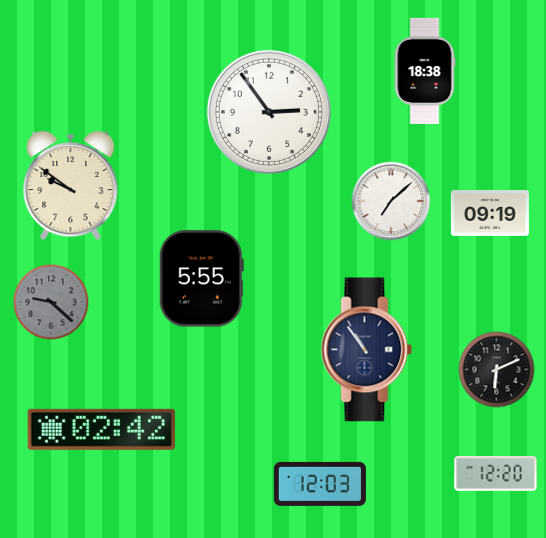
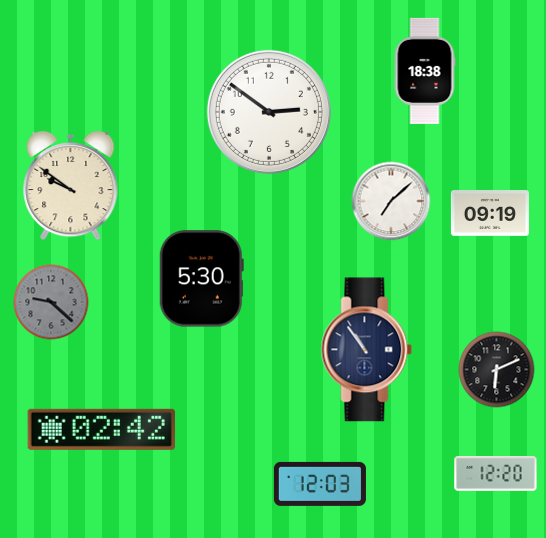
clock at (269, 112): 2:54 -> 2:51
clock at (201, 279): 5:55 -> 5:30
